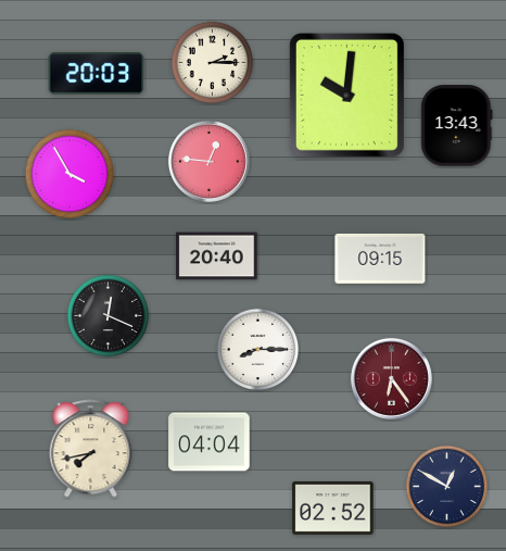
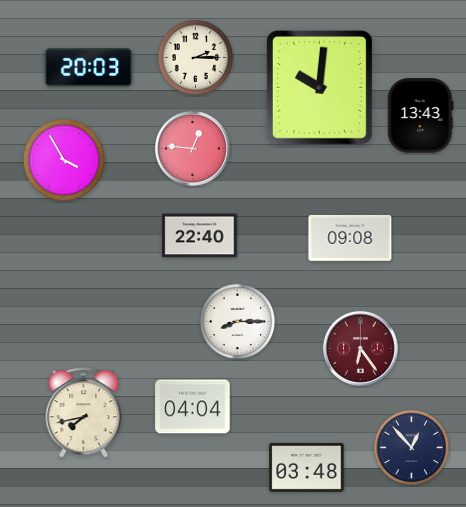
clock at (217, 256): 20:40 -> 22:40
clock at (380, 259): 09:15 -> 09:08
clock at (109, 316): 12:19 -> none
clock at (447, 487): 12:50 -> 12:53
clock at (333, 508): 02:52 -> 03:48
